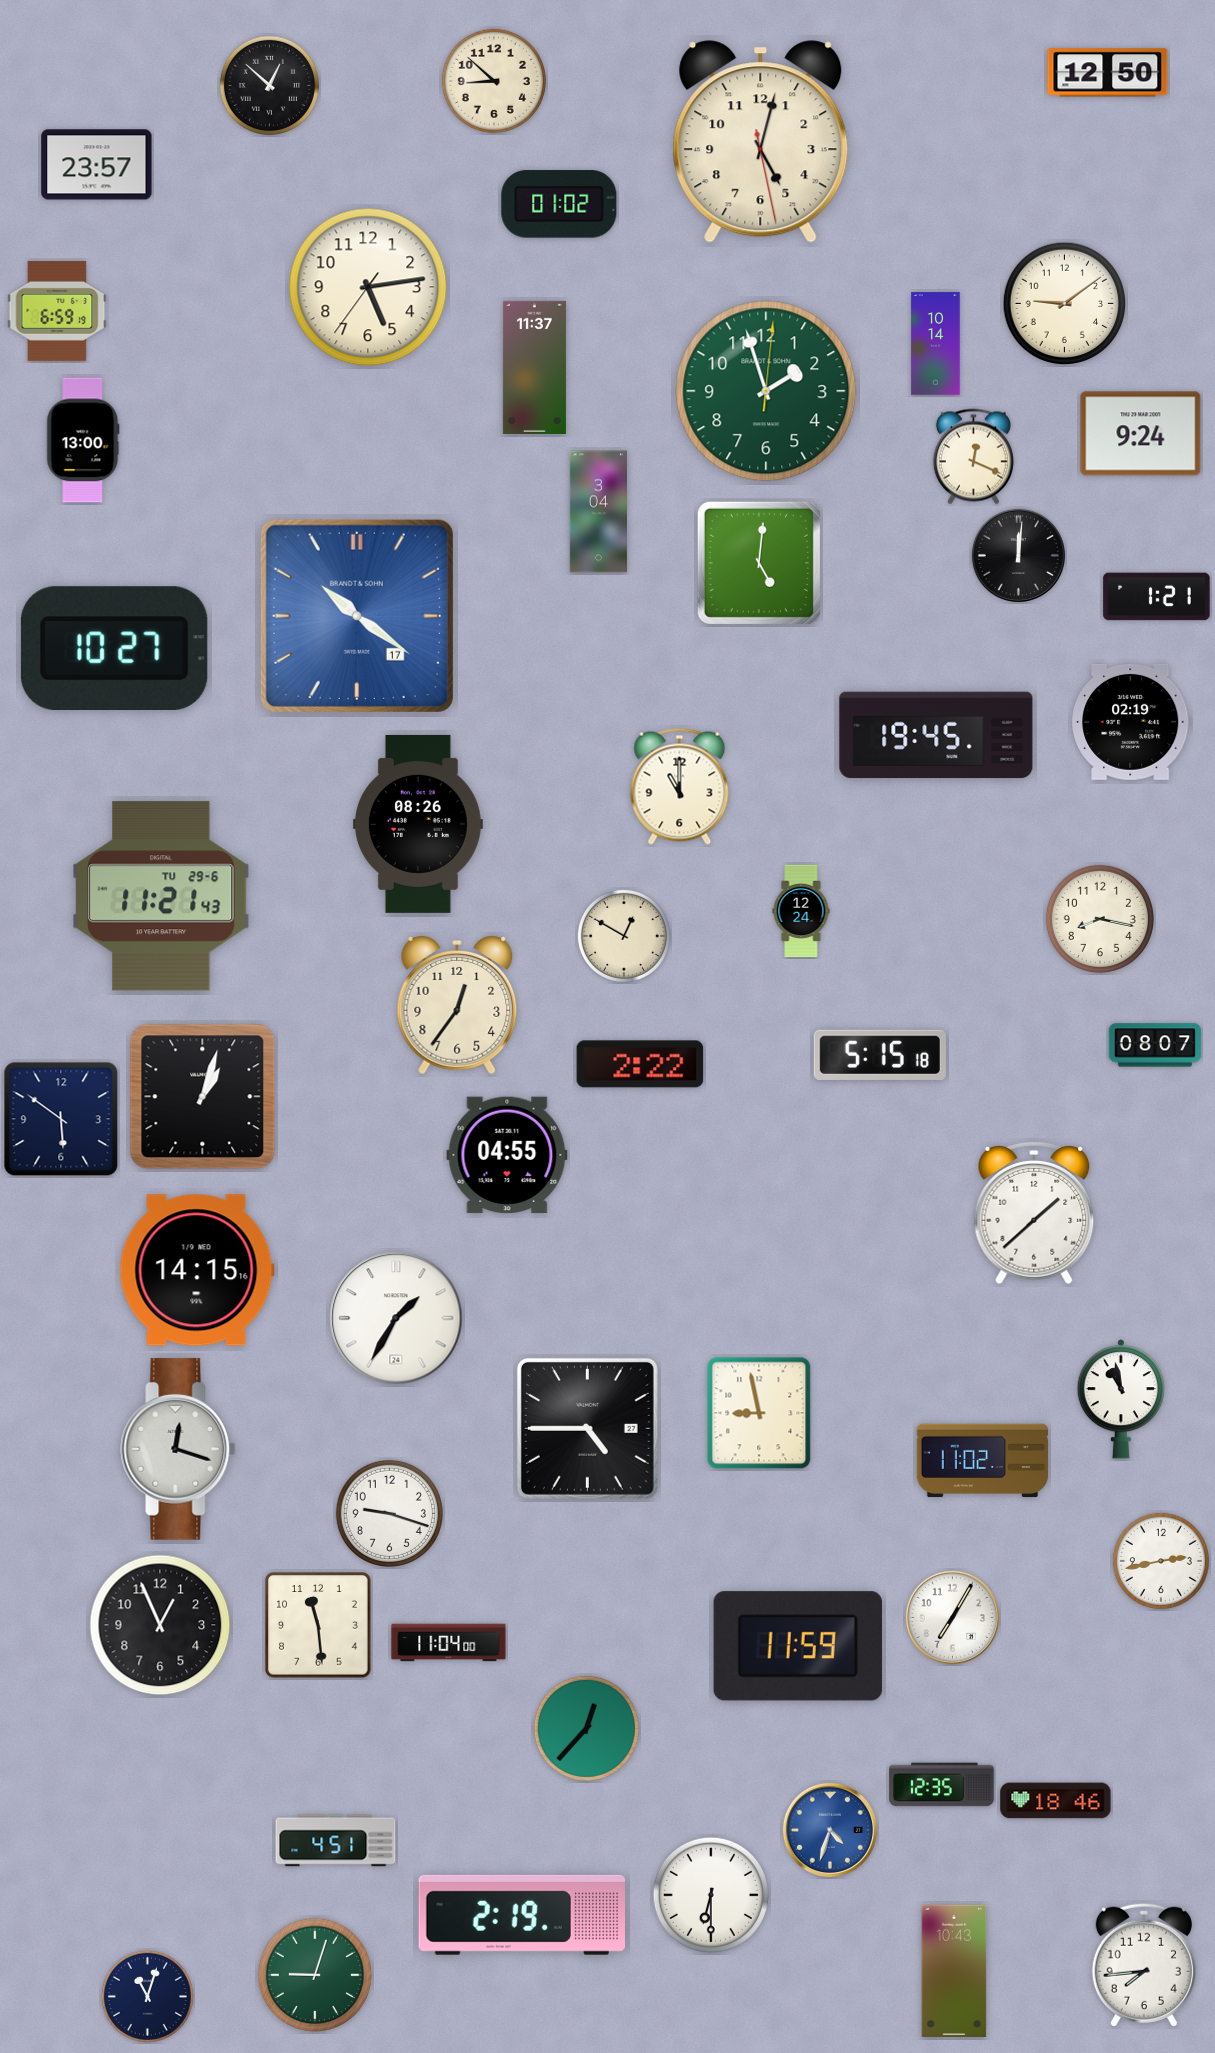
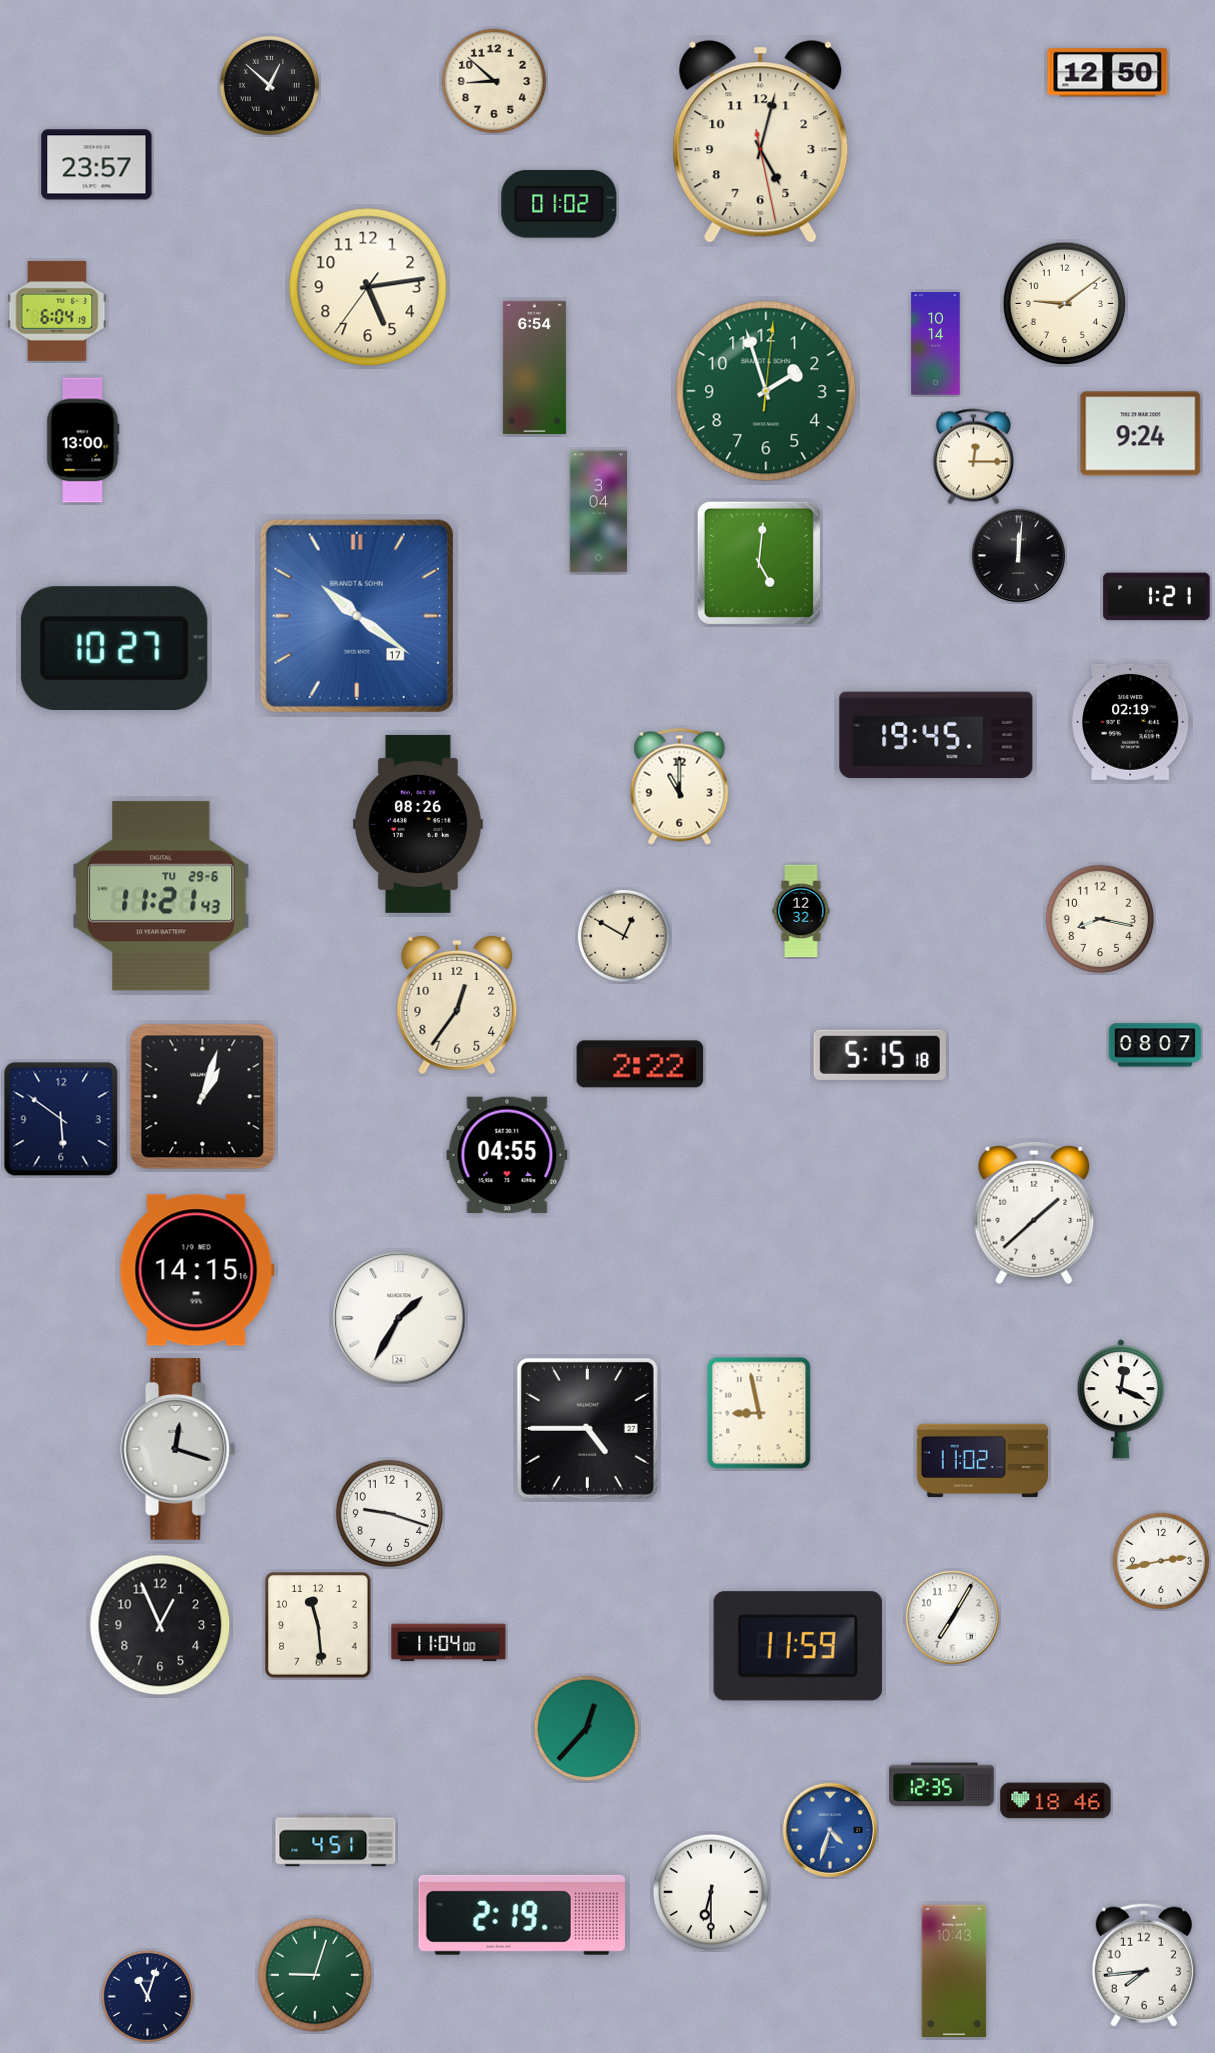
clock at (57, 311): 6:59 -> 6:04
clock at (534, 367): 11:37 -> 6:54
clock at (973, 457): 12:19 -> 12:15
clock at (801, 911): 12:24 -> 12:32
clock at (396, 1318) position: (396, 1318) -> (399, 1318)
clock at (1120, 1399): 10:58 -> 12:19
clock at (710, 1894) position: (710, 1894) -> (710, 1891)
